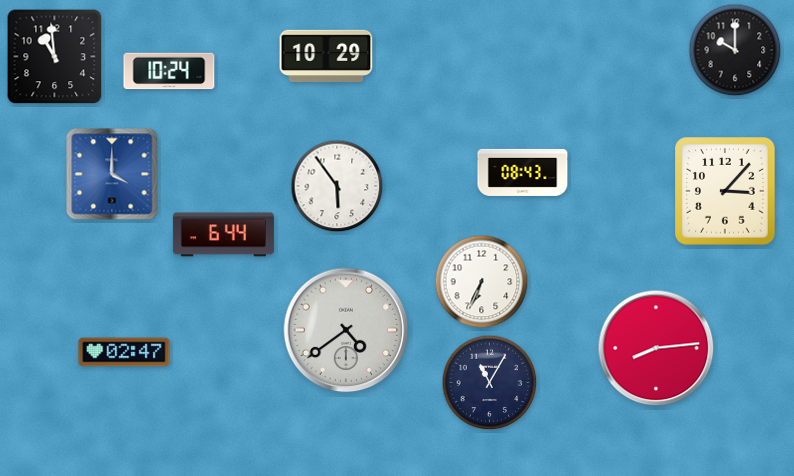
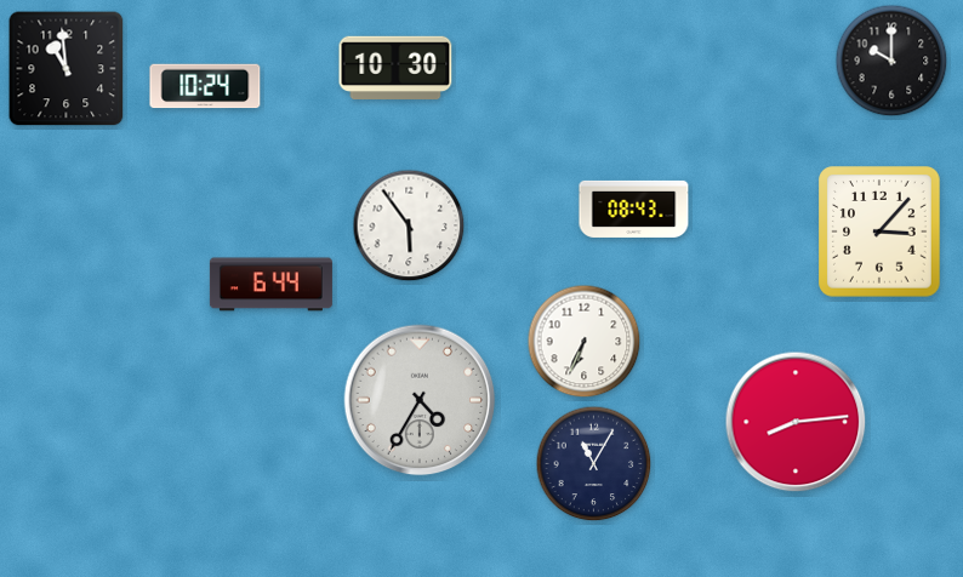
clock at (326, 56): 10:29 -> 10:30
clock at (112, 174): 4:00 -> none
clock at (346, 330): 4:39 -> 4:35
clock at (124, 352): 02:47 -> none
